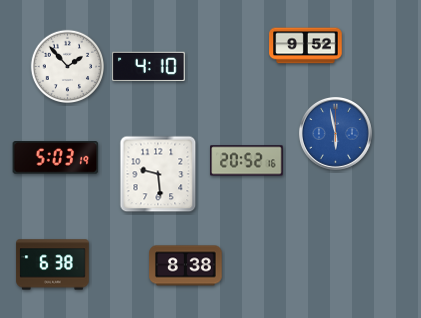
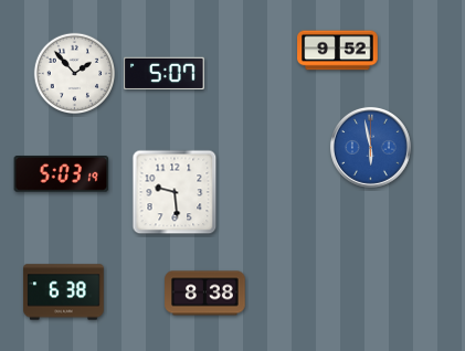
clock at (149, 66): 4:10 -> 5:07
clock at (247, 161): 20:52 -> none
clock at (53, 265) position: (53, 265) -> (64, 292)
